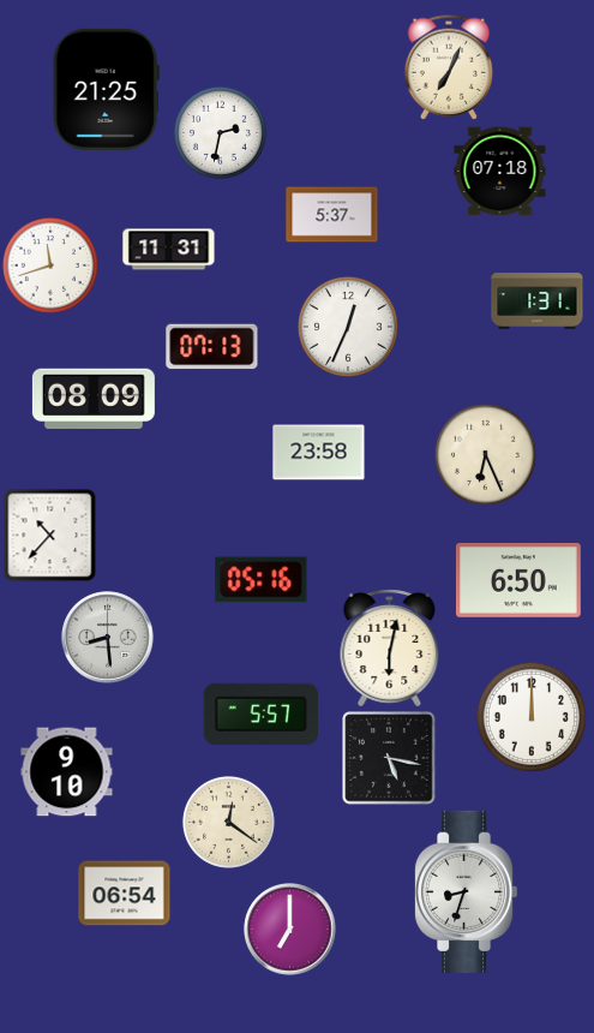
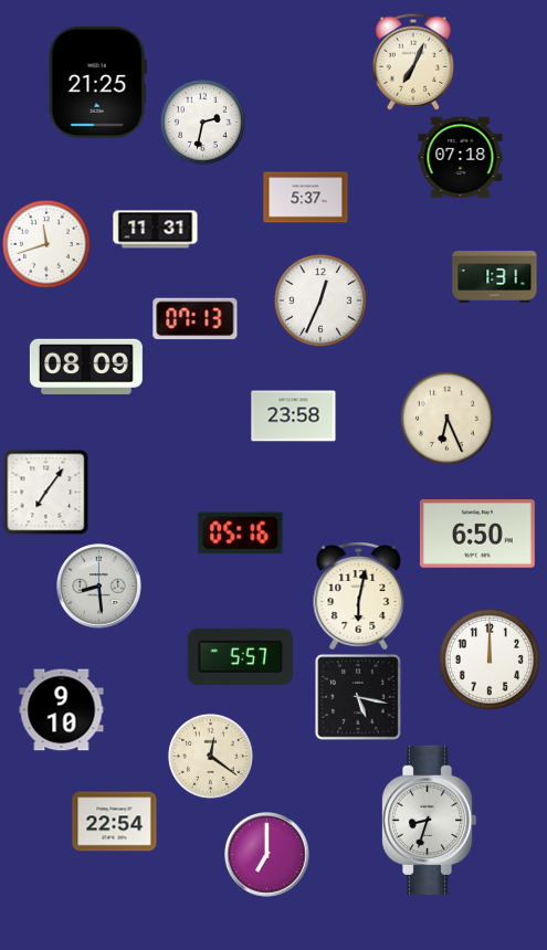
clock at (49, 535): 10:37 -> 7:06
clock at (125, 894): 06:54 -> 22:54
